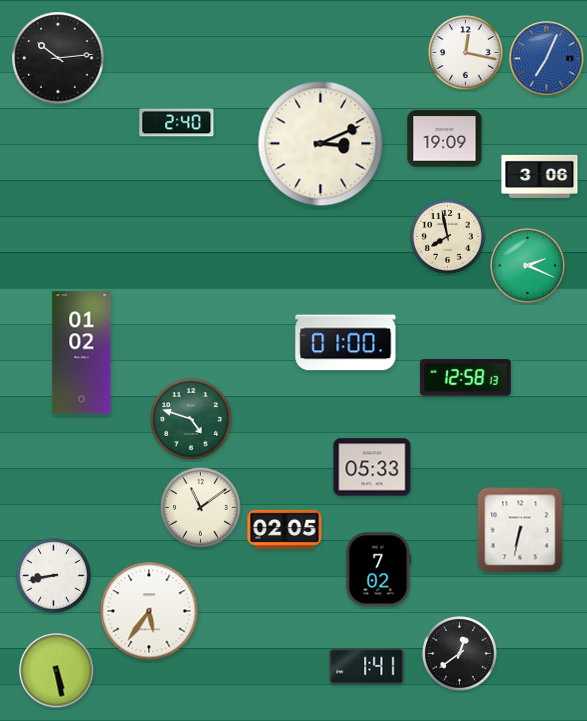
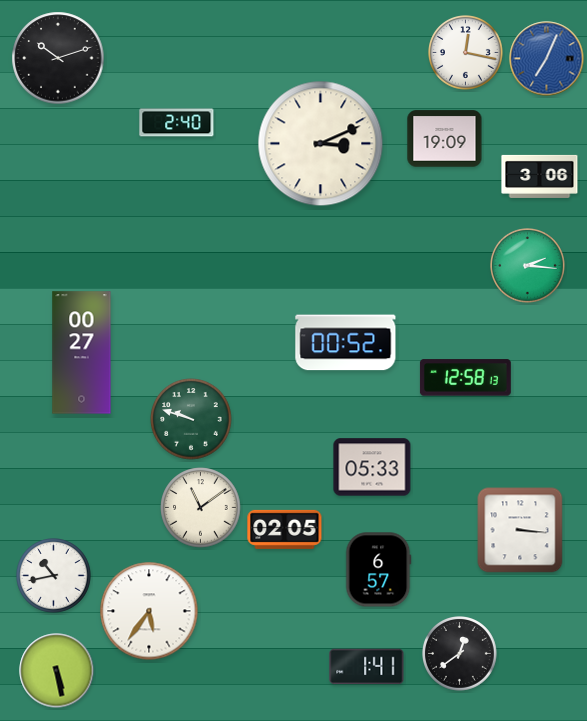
clock at (58, 58): 10:14 -> 10:12
clock at (448, 237): 7:58 -> none
clock at (528, 266): 2:19 -> 2:16
clock at (346, 343): 01:00 -> 00:52
clock at (82, 353): 01:02 -> 00:27
clock at (191, 419): 4:48 -> 9:48
clock at (520, 530): 6:32 -> 3:16
clock at (379, 570): 7:02 -> 6:57
clock at (54, 576): 8:43 -> 10:43
